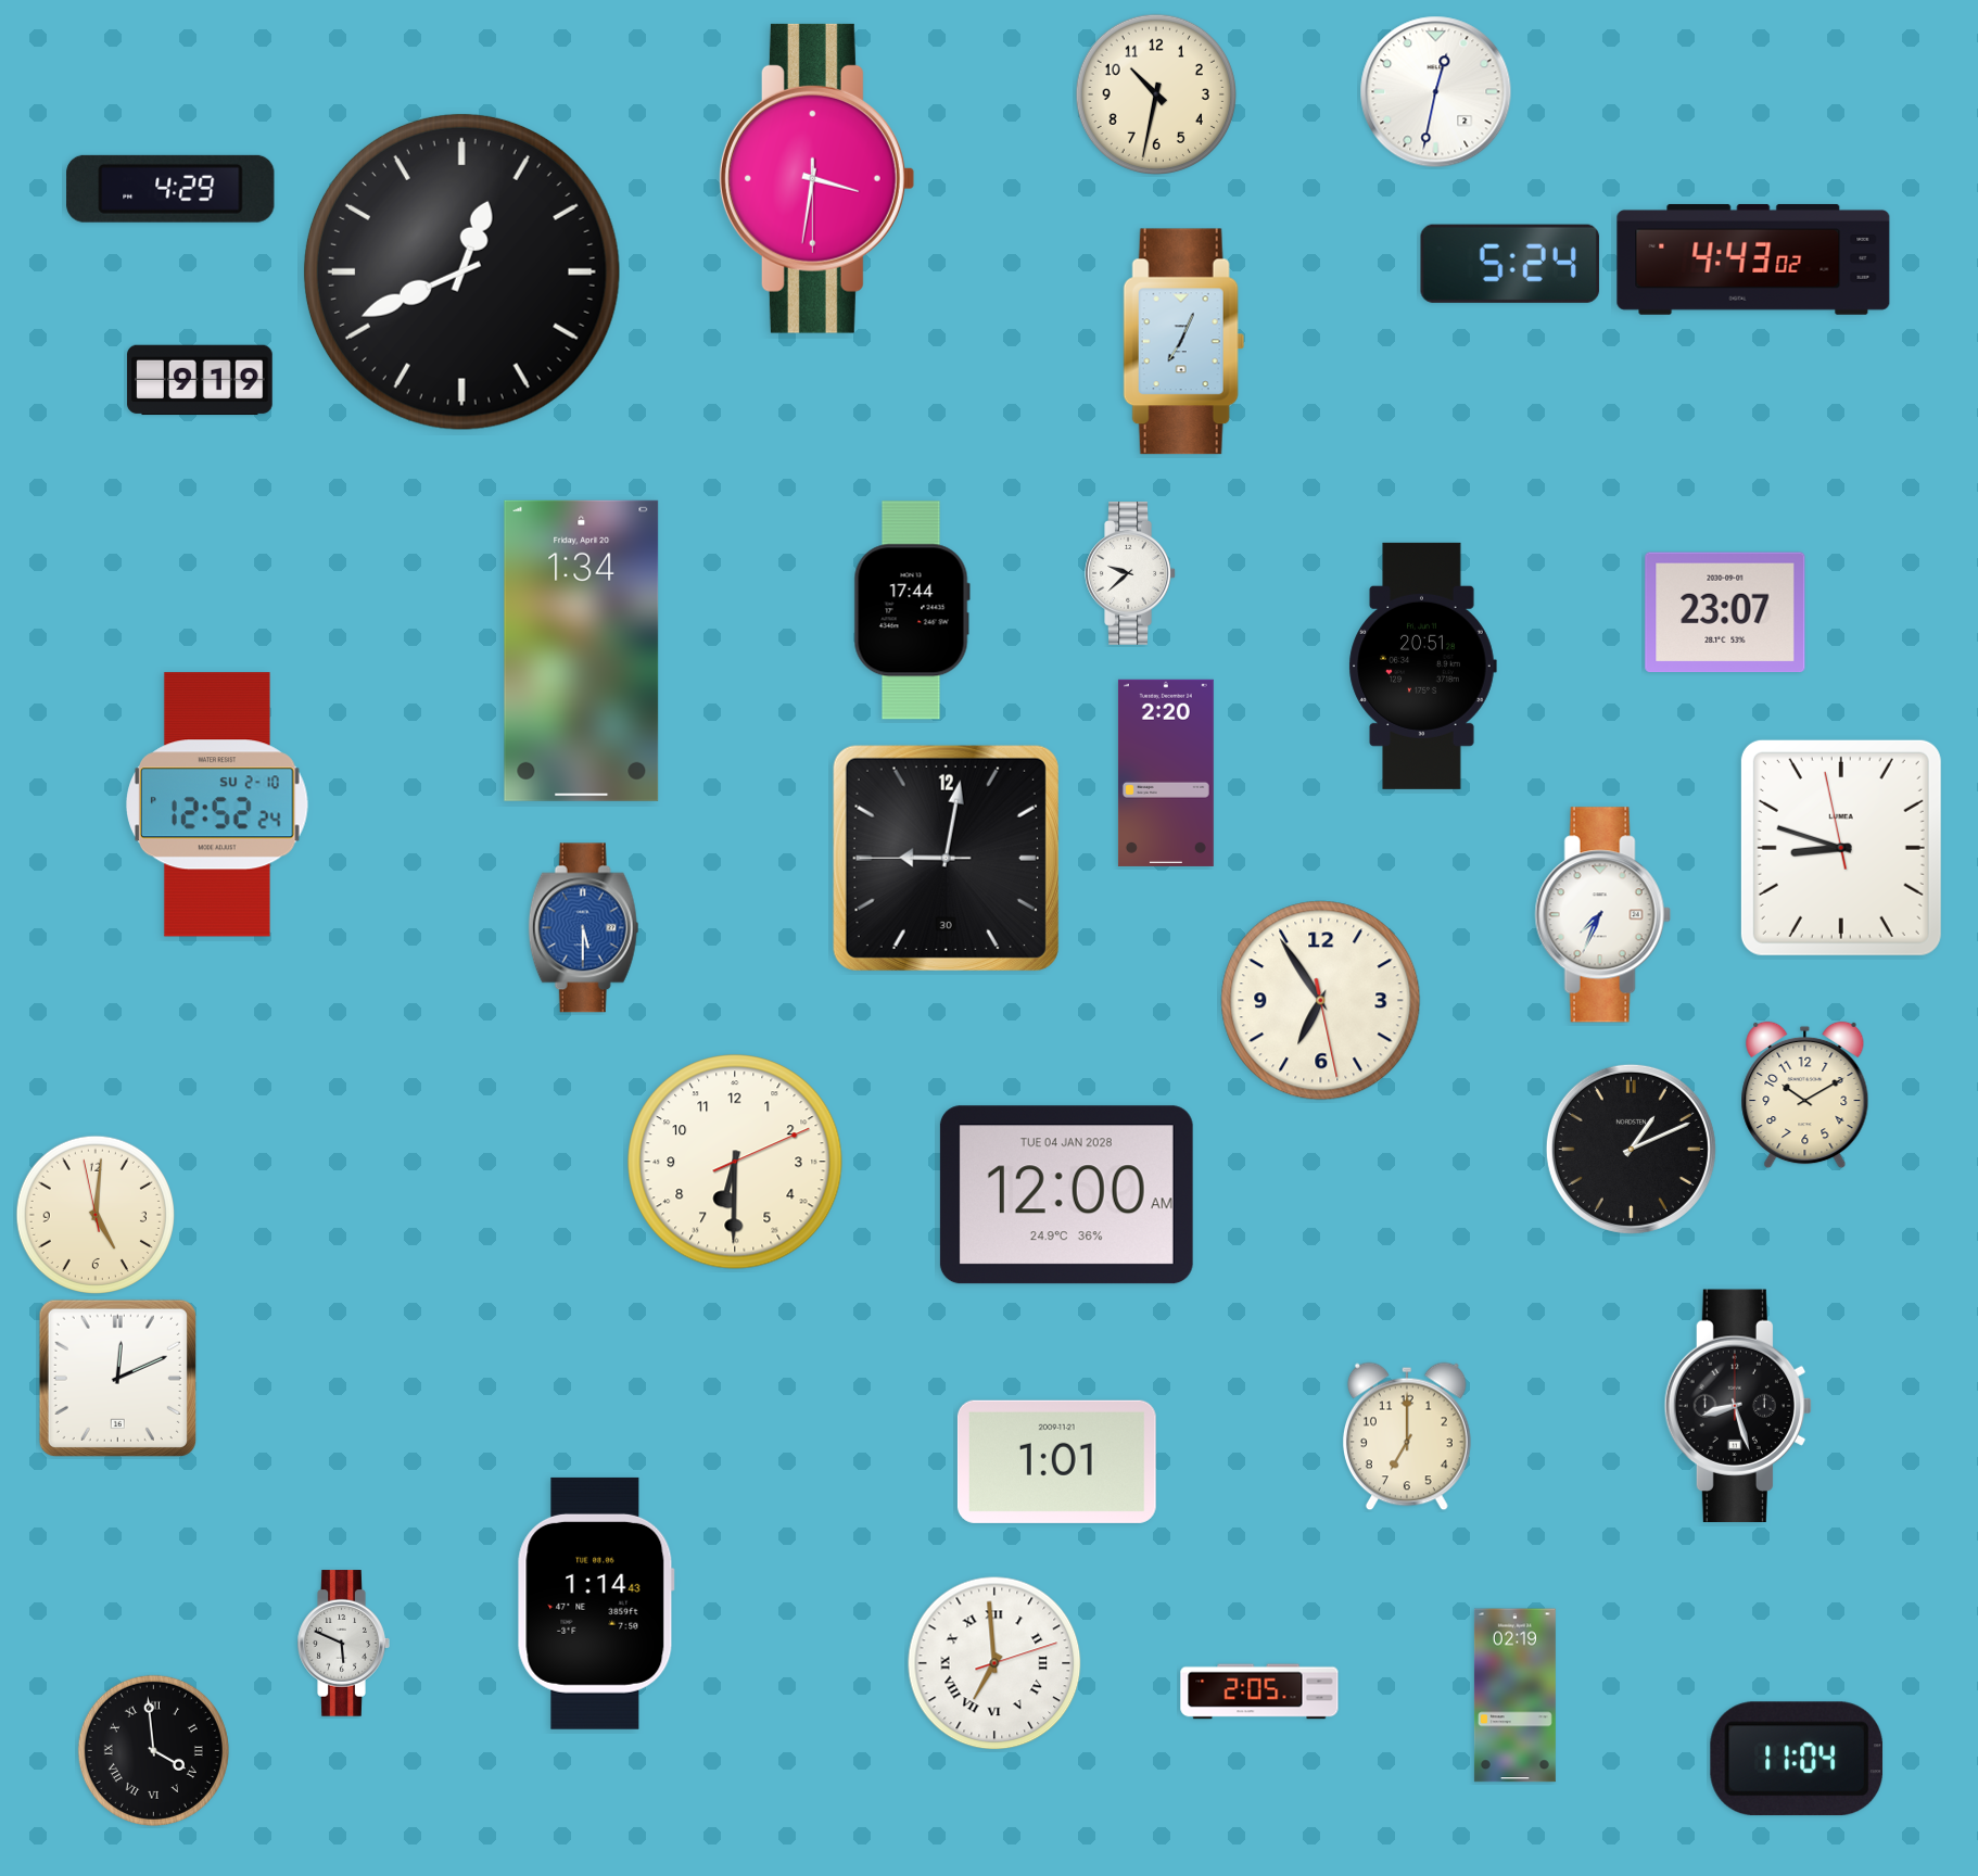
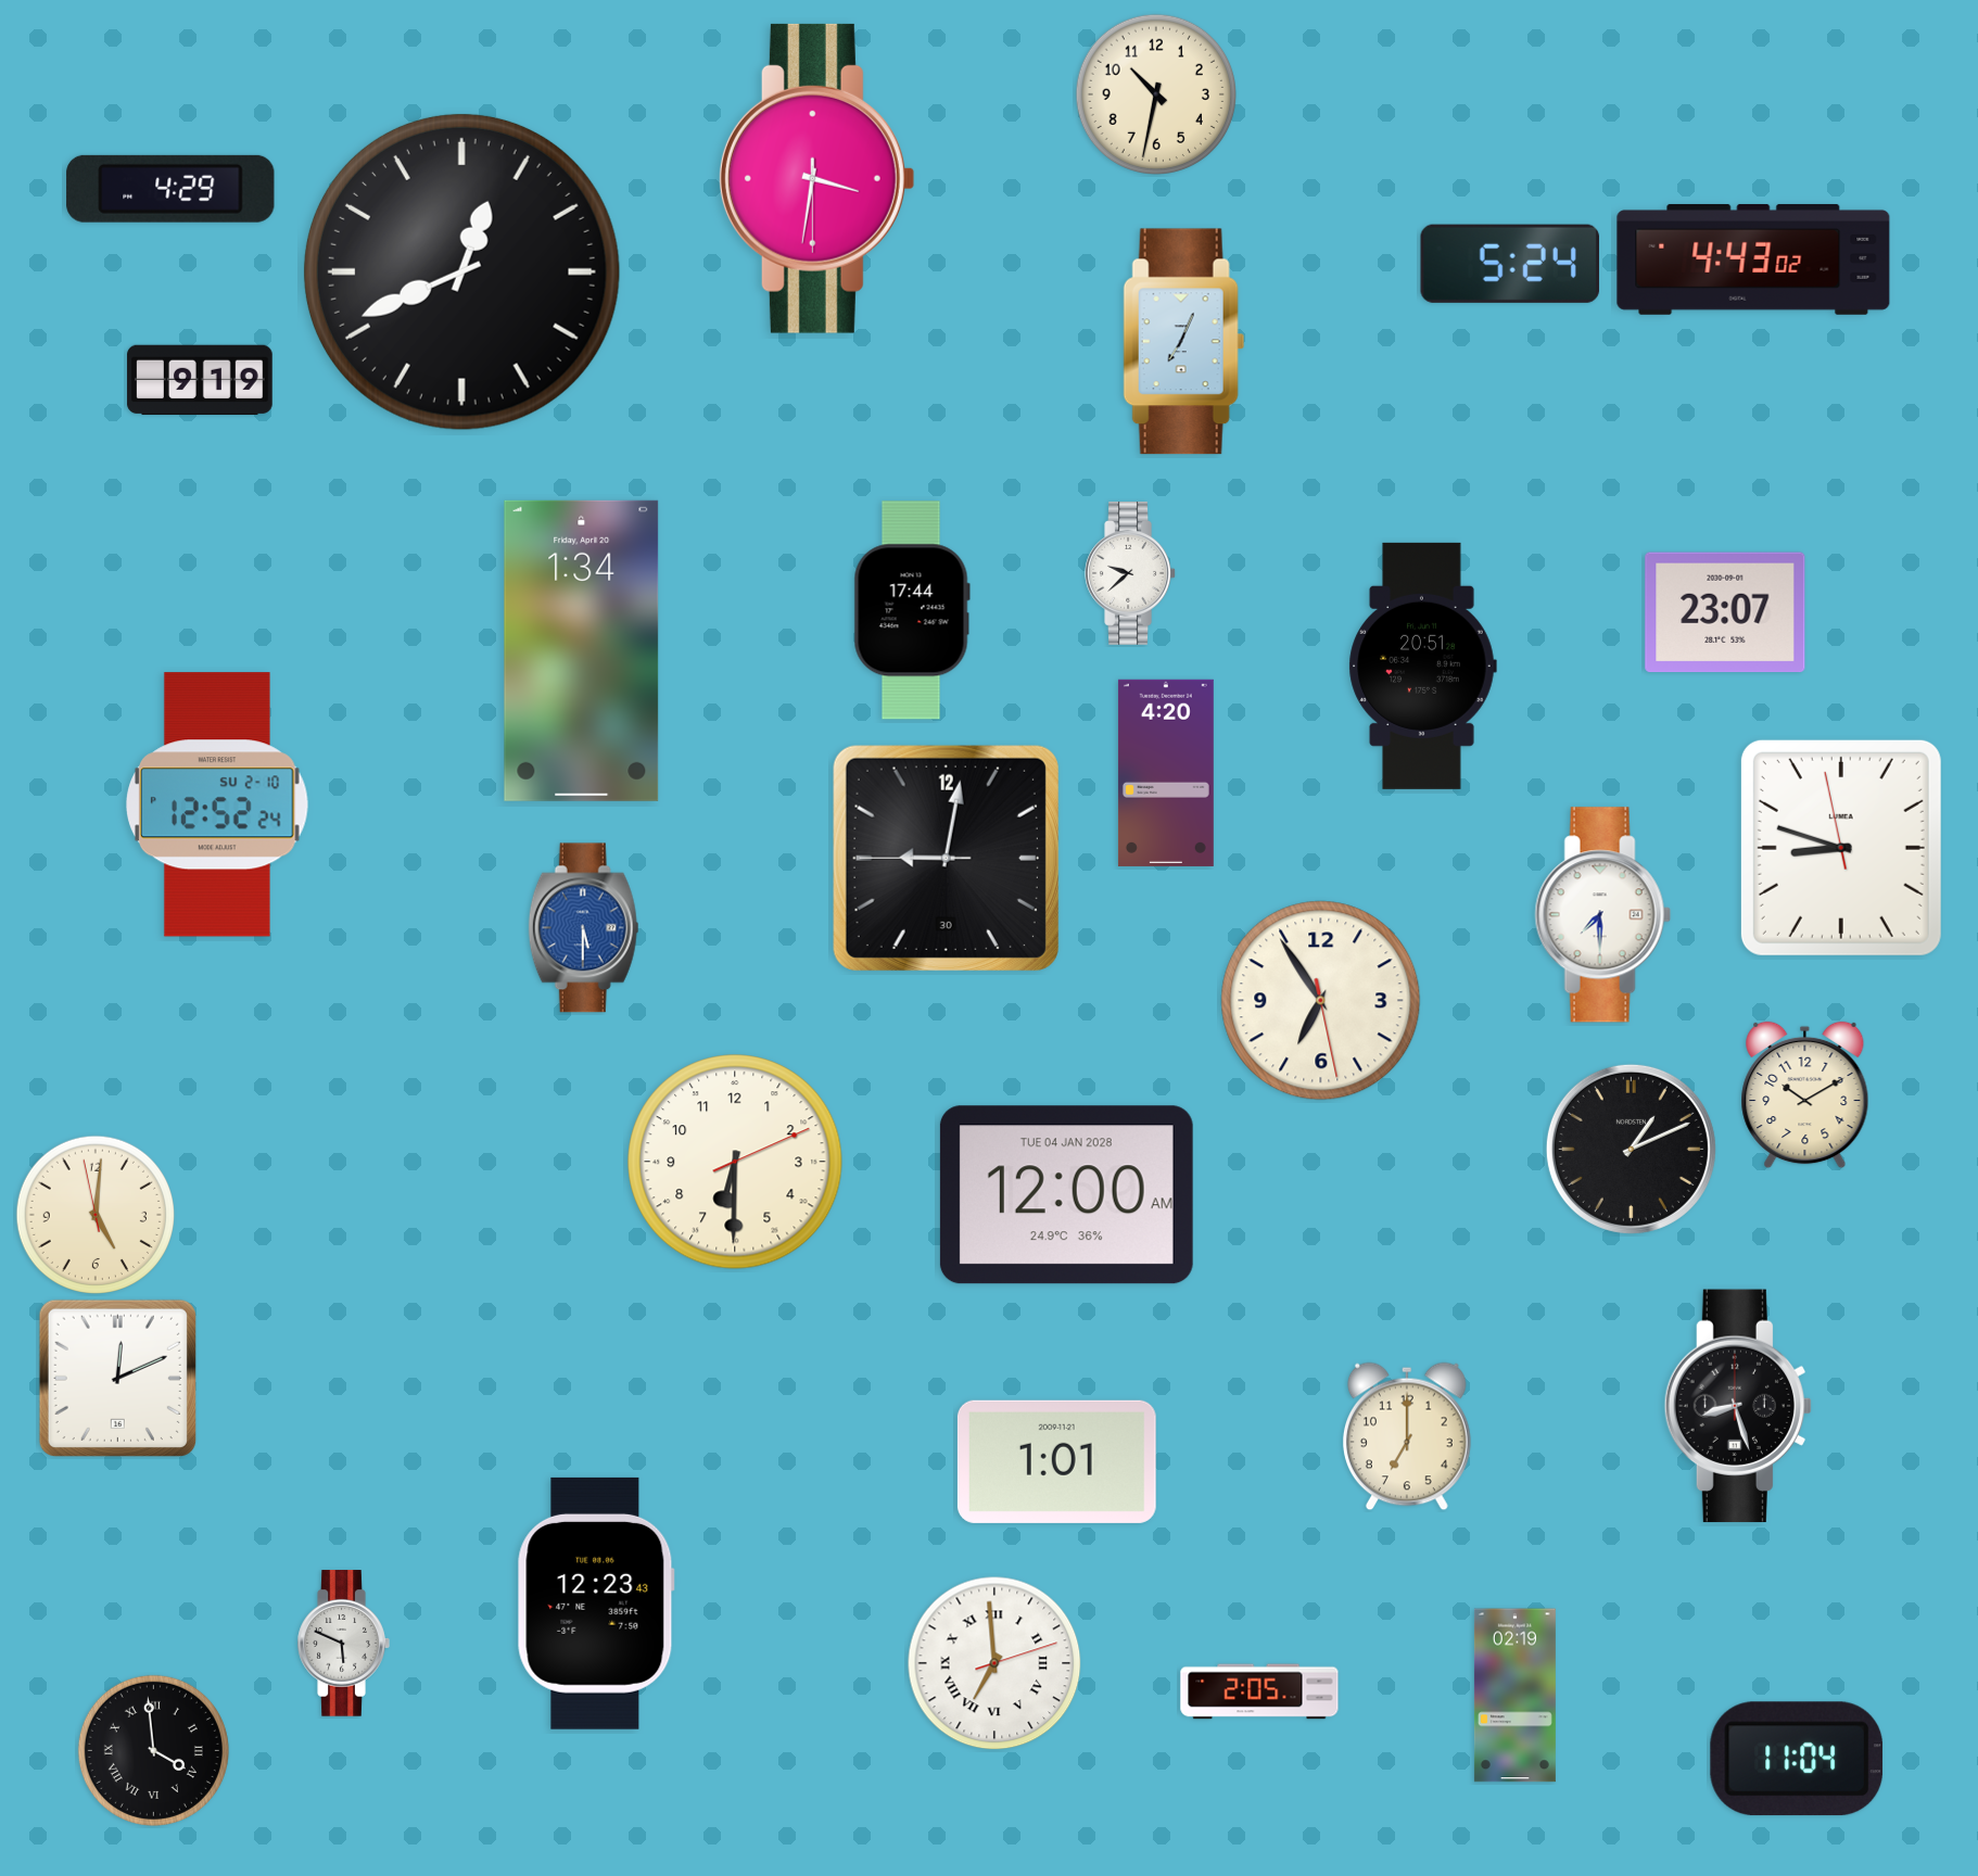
clock at (1436, 92): 12:32 -> none
clock at (1166, 773): 2:20 -> 4:20
clock at (1602, 915): 7:34 -> 7:30
clock at (596, 1604): 1:14 -> 12:23
